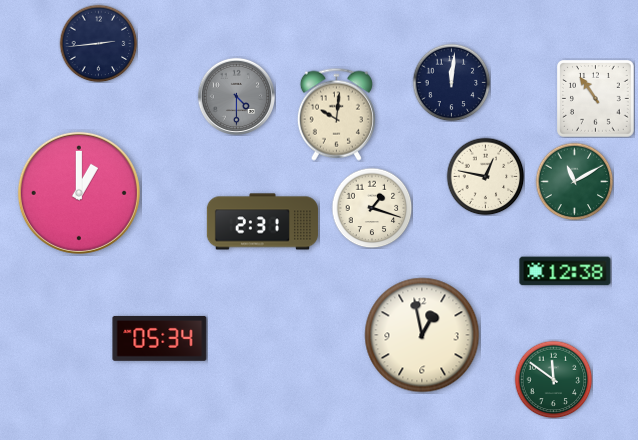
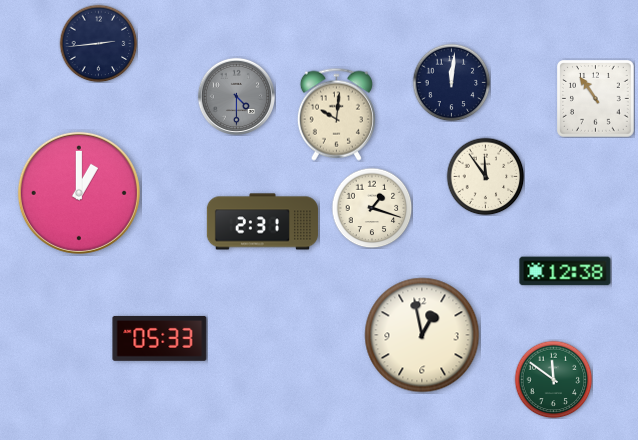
clock at (485, 176): 12:47 -> 11:54
clock at (574, 181): 11:10 -> none
clock at (160, 338): 05:34 -> 05:33
